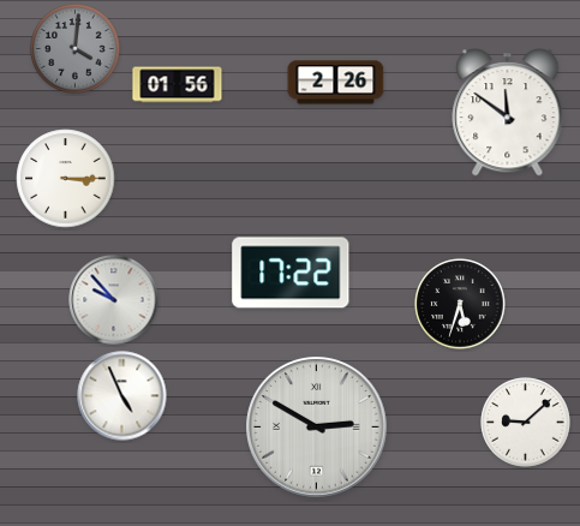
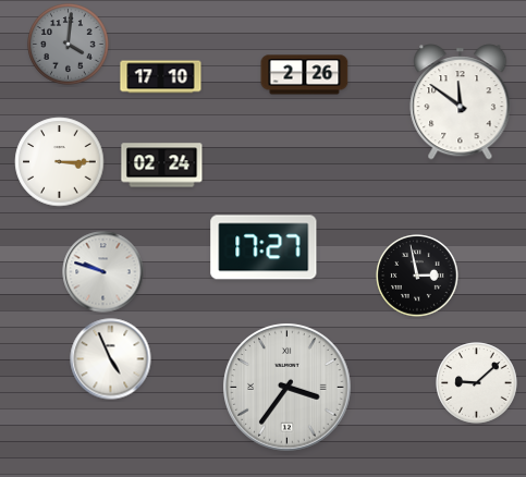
clock at (178, 85): 01:56 -> 17:10
clock at (162, 166): none -> 02:24
clock at (291, 273): 17:22 -> 17:27
clock at (114, 300): 9:53 -> 9:48
clock at (460, 304): 5:33 -> 2:58
clock at (317, 428): 2:50 -> 3:36
